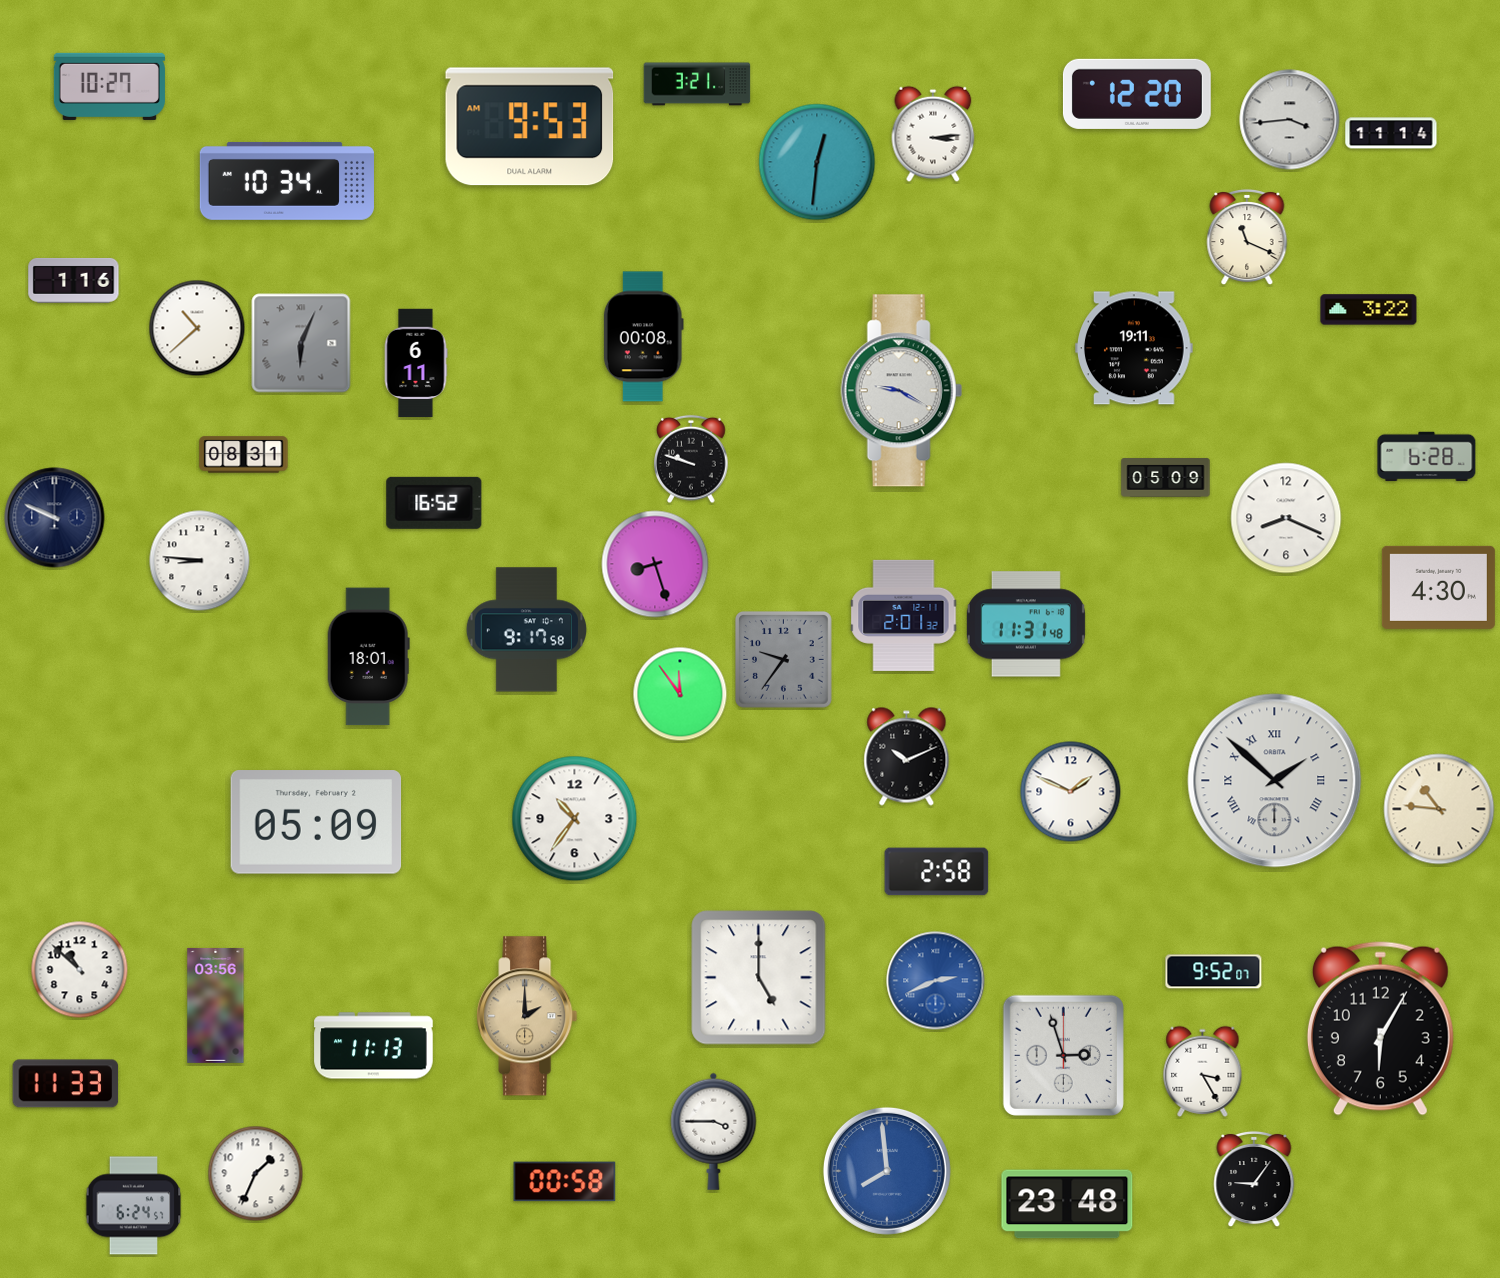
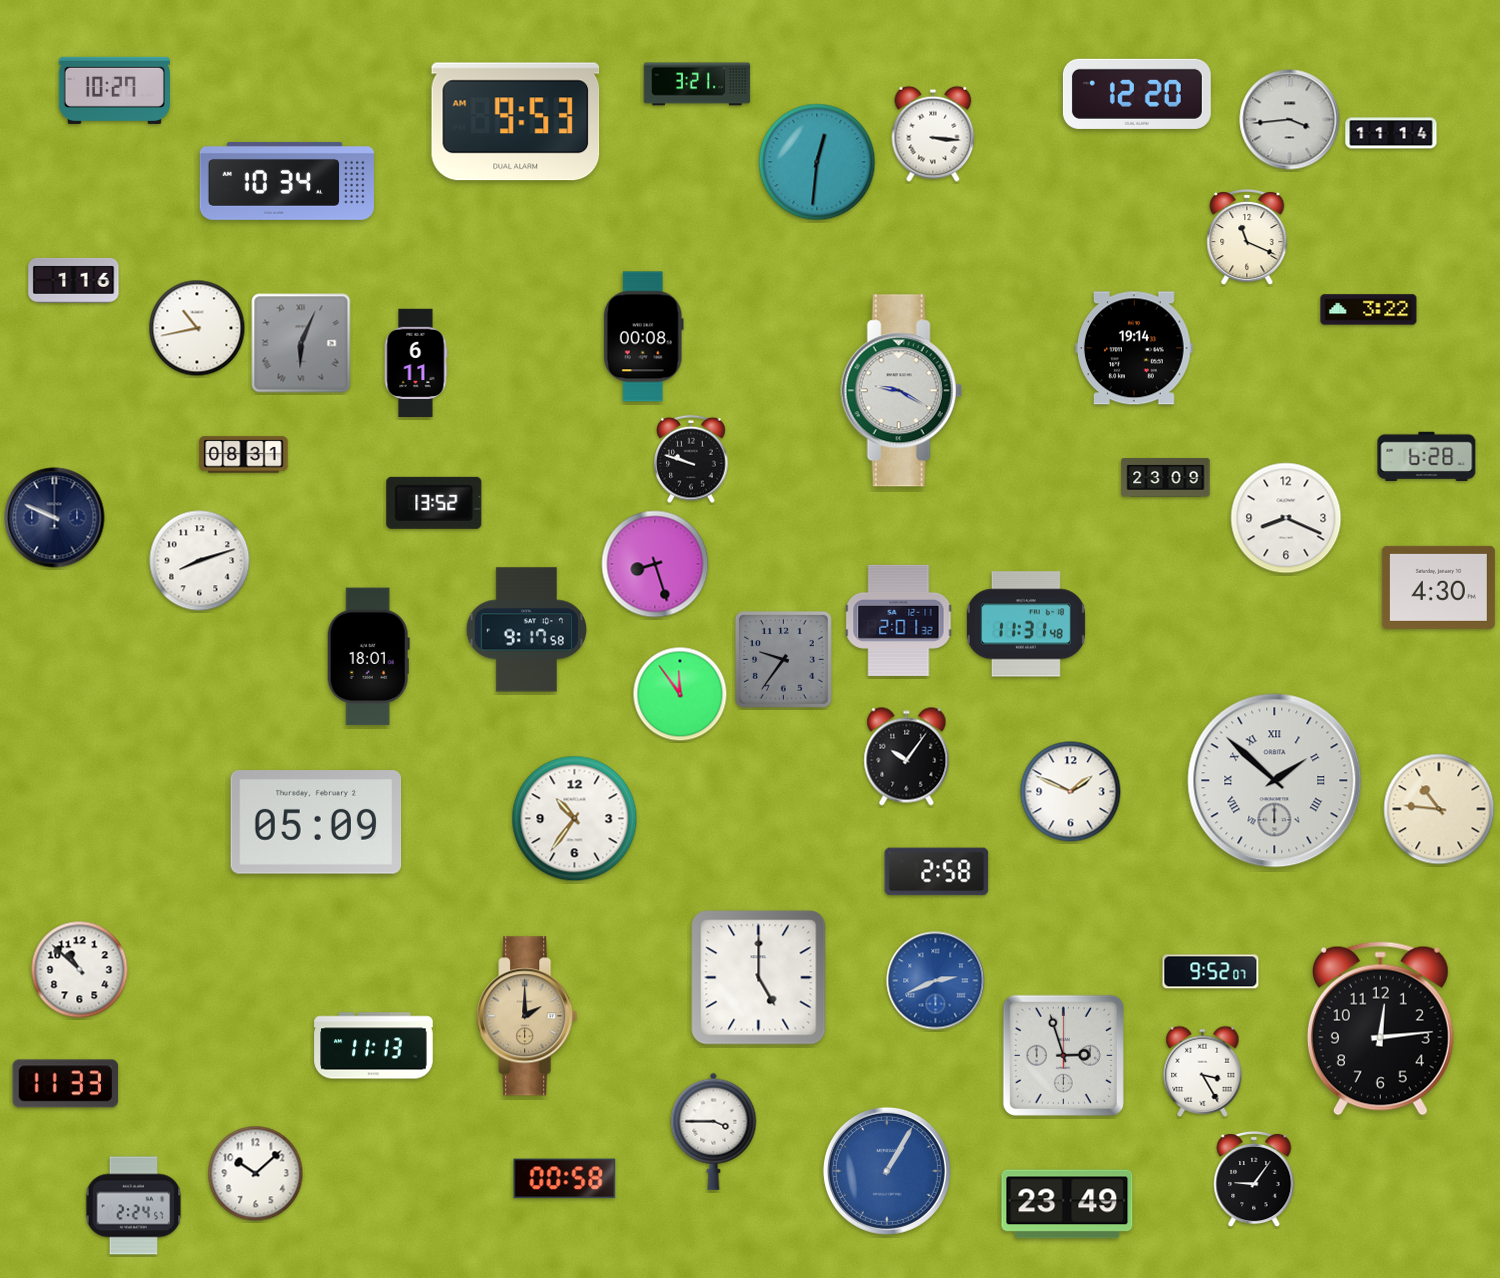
clock at (109, 86) position: (109, 86) -> (114, 90)
clock at (530, 127) position: (530, 127) -> (516, 122)
clock at (933, 134): 3:14 -> 3:16
clock at (197, 328): 10:38 -> 10:43
clock at (1135, 348): 19:11 -> 19:14
clock at (1166, 478): 05:09 -> 23:09
clock at (434, 503): 16:52 -> 13:52
clock at (200, 561): 8:46 -> 8:12
clock at (904, 615) position: (904, 615) -> (899, 620)
clock at (907, 757): 10:11 -> 10:06
clock at (1214, 972) position: (1214, 972) -> (1211, 972)
clock at (216, 1005): 03:56 -> none
clock at (1380, 1029): 6:05 -> 12:14
clock at (887, 1171): 7:59 -> 1:05
clock at (256, 1174): 1:34 -> 10:08
clock at (565, 1182) position: (565, 1182) -> (565, 1179)
clock at (1067, 1204): 23:48 -> 23:49
clock at (134, 1206): 6:24 -> 2:24
